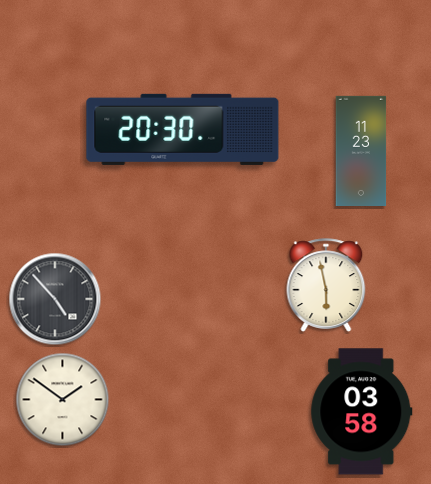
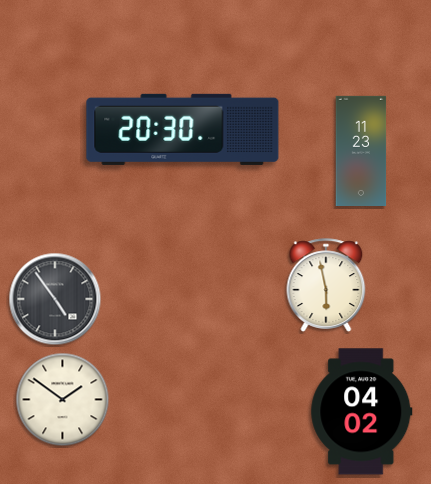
clock at (55, 299): 4:53 -> 4:54
clock at (362, 412): 03:58 -> 04:02
